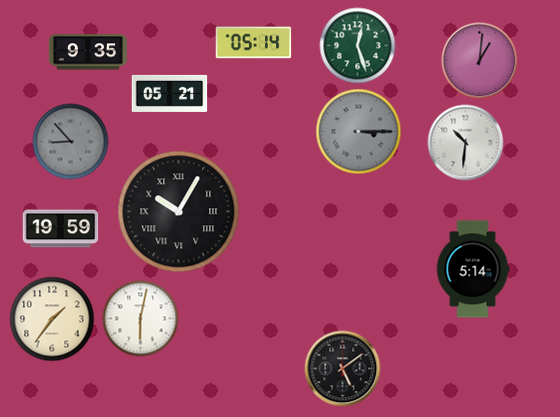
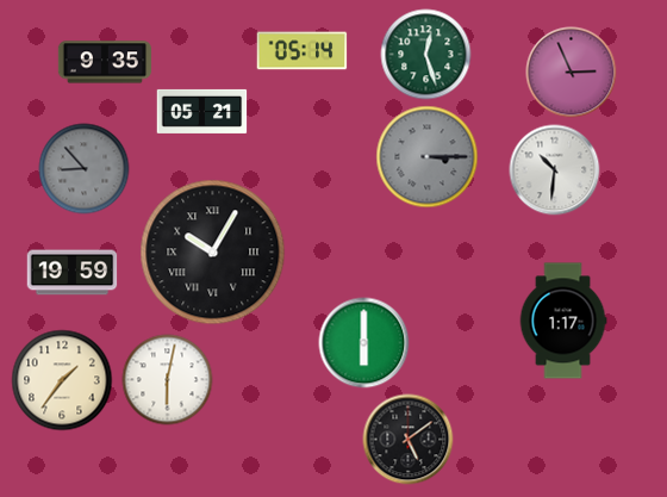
clock at (480, 61): 1:01 -> 2:56
clock at (473, 269): 5:14 -> 1:17
clock at (364, 343): none -> 6:00
